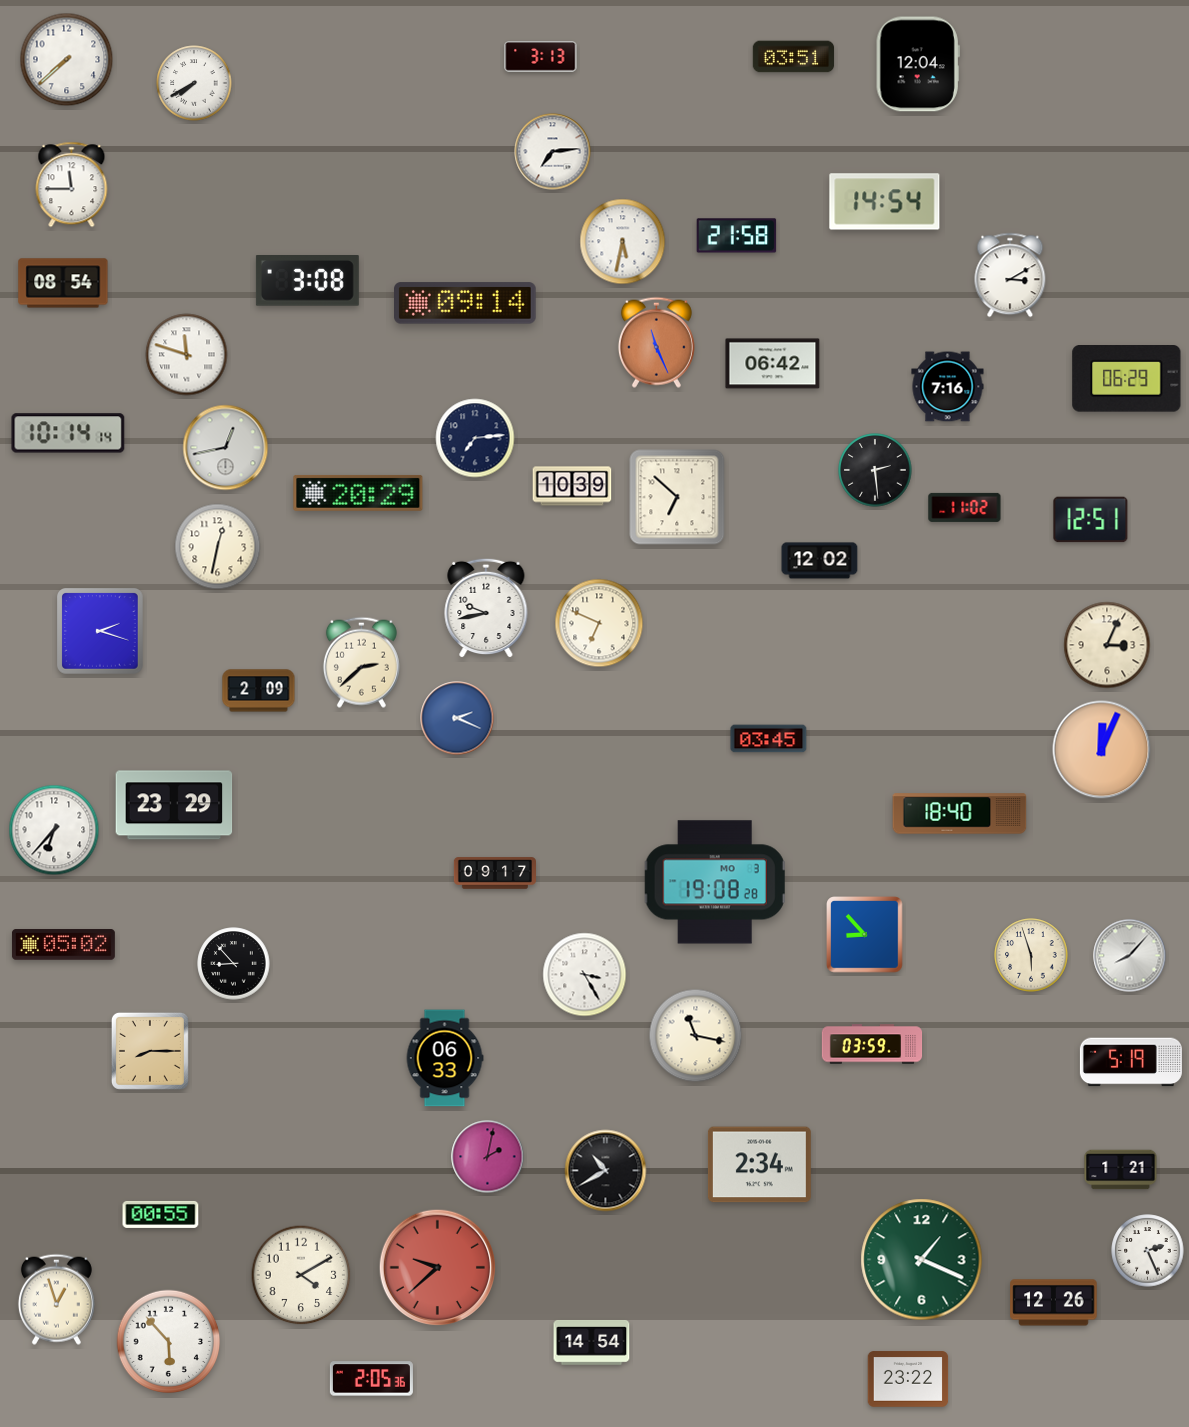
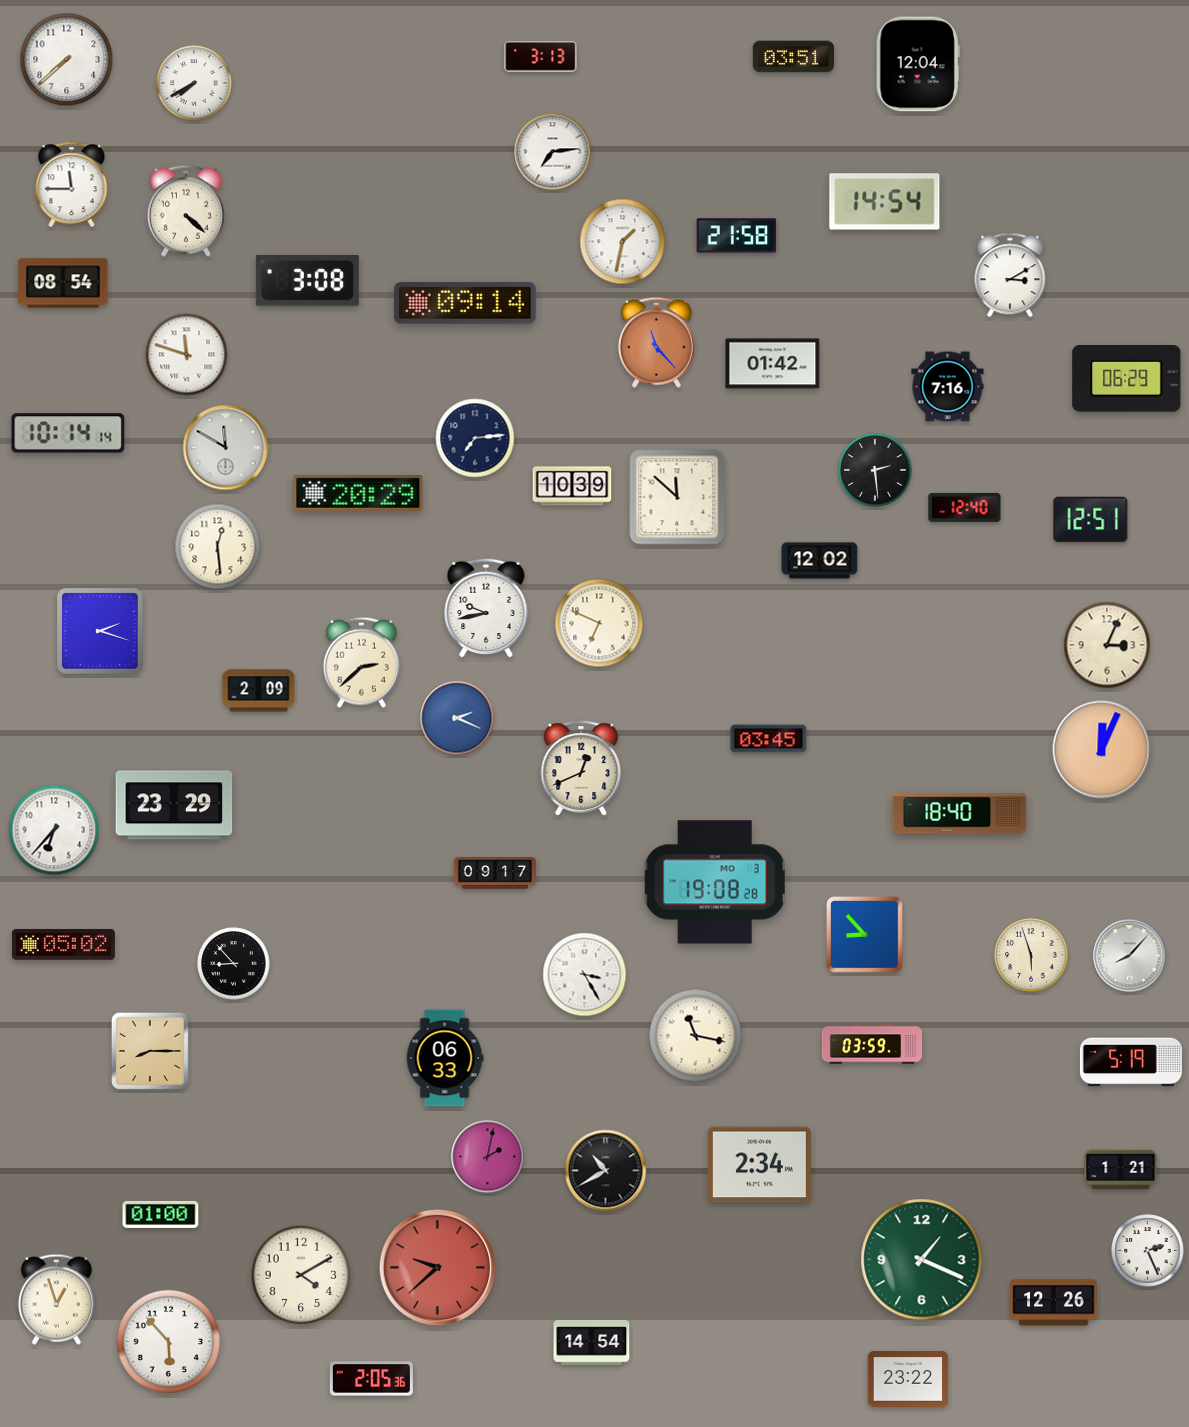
clock at (186, 211): none -> 4:22
clock at (623, 242): 5:32 -> 1:32
clock at (656, 342): 11:26 -> 11:23
clock at (773, 364): 06:42 -> 01:42
clock at (226, 448): 12:43 -> 11:50
clock at (677, 497): 6:52 -> 11:52
clock at (965, 507): 11:02 -> 12:40
clock at (218, 547): 12:32 -> 12:29
clock at (581, 768): none -> 12:41
clock at (161, 1214): 00:55 -> 01:00
